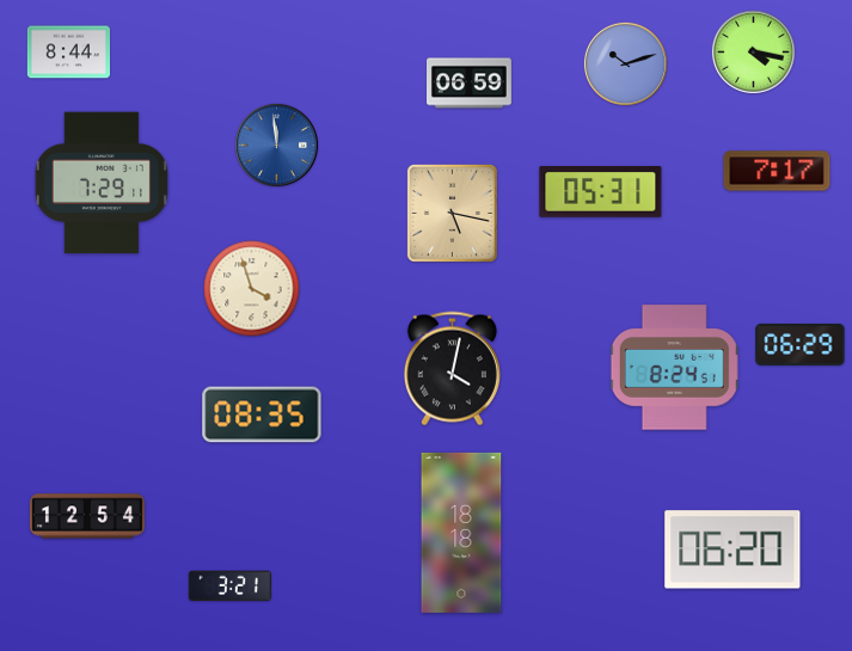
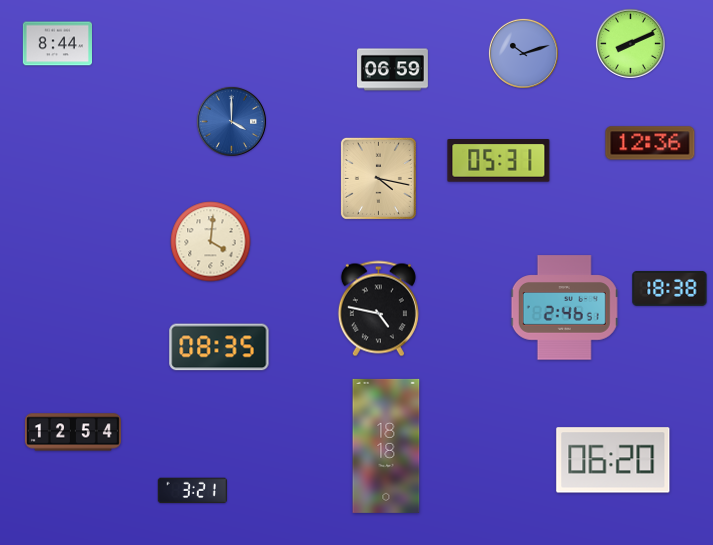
clock at (753, 51): 4:17 -> 8:11
clock at (276, 145): 11:59 -> 4:00
clock at (777, 171): 7:17 -> 12:36
clock at (102, 183): 7:29 -> none
clock at (601, 192) position: (601, 192) -> (499, 161)
clock at (452, 213): 5:17 -> 4:17
clock at (252, 289): 3:57 -> 4:01
clock at (801, 344): 06:29 -> 18:38
clock at (675, 368): 8:24 -> 2:46
clock at (452, 369): 4:02 -> 4:47
